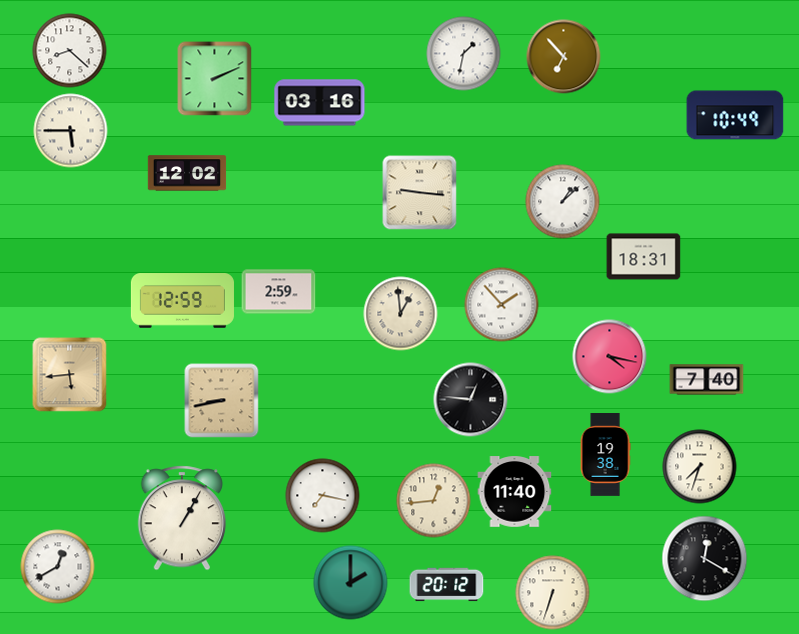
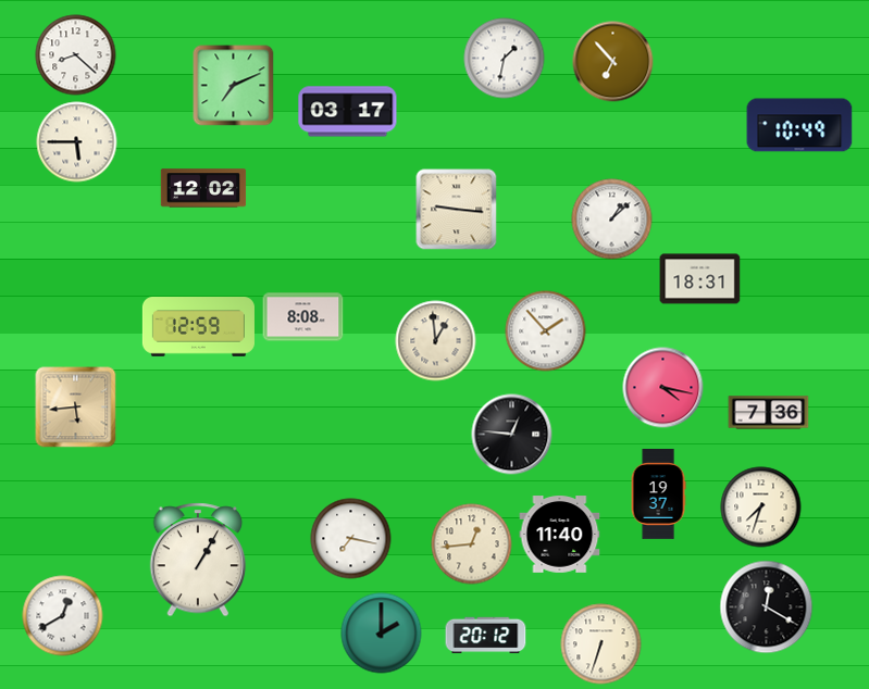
clock at (215, 79): 2:11 -> 7:11
clock at (320, 103): 03:16 -> 03:17
clock at (279, 292): 2:59 -> 8:08
clock at (707, 380): 7:40 -> 7:36
clock at (222, 401): 8:43 -> none
clock at (605, 455): 19:38 -> 19:37
clock at (182, 518) position: (182, 518) -> (198, 560)
